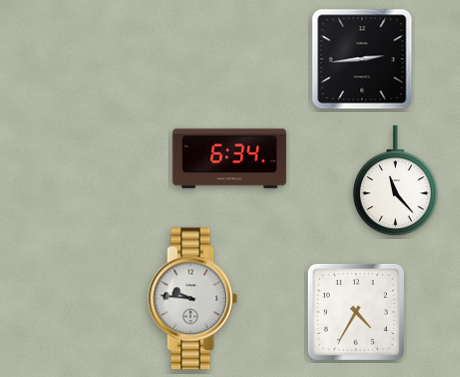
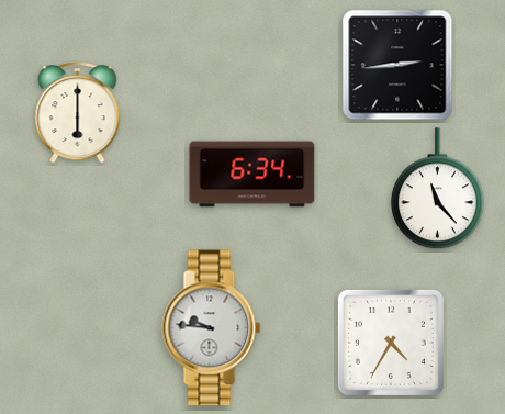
clock at (78, 112): none -> 6:00
clock at (395, 181) position: (395, 181) -> (437, 189)
